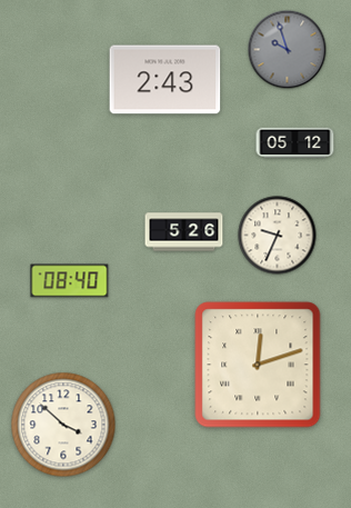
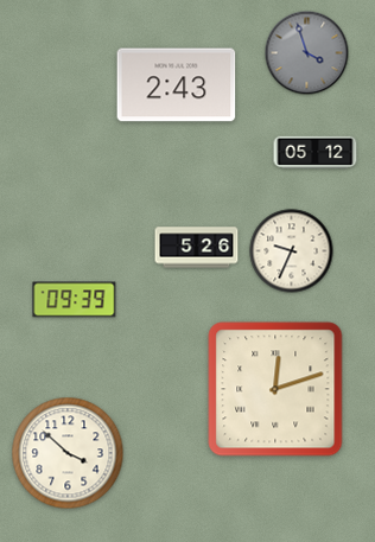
clock at (288, 50): 9:57 -> 3:57
clock at (278, 236) position: (278, 236) -> (292, 251)
clock at (70, 281): 08:40 -> 09:39
